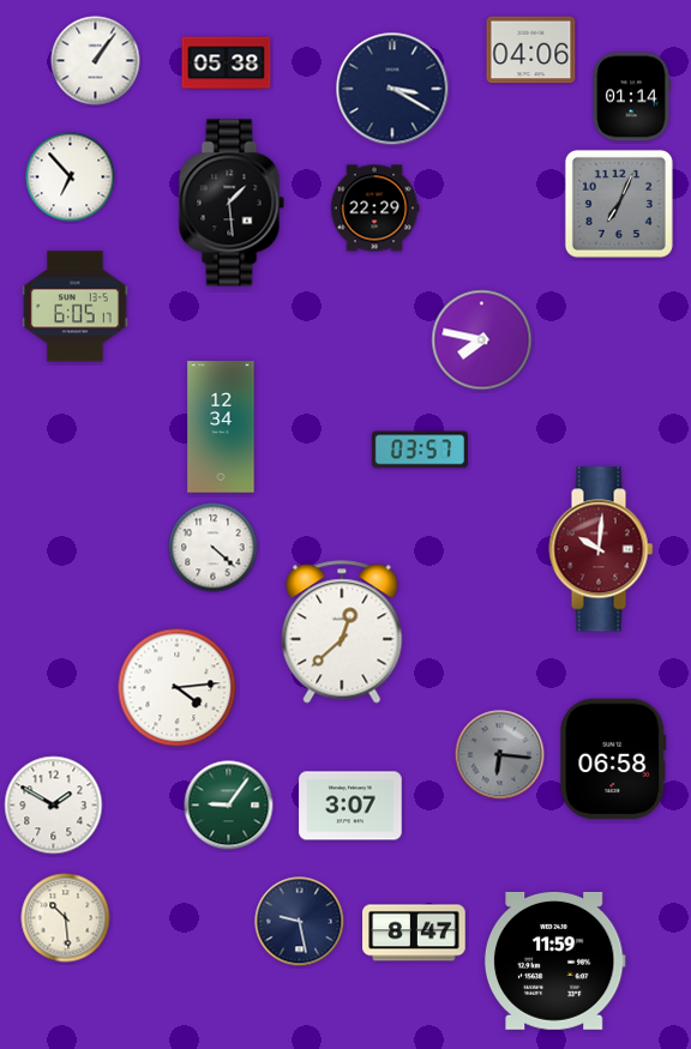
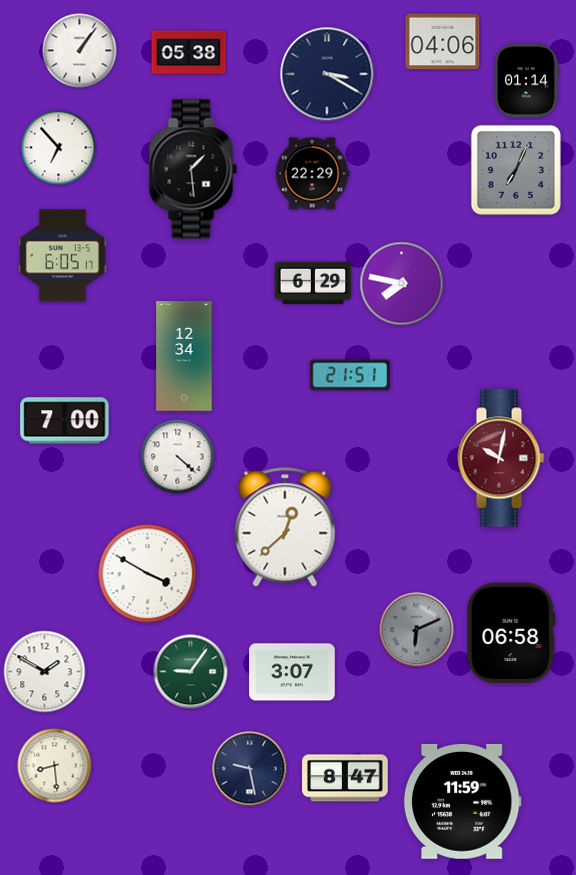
clock at (313, 283): none -> 6:29
clock at (419, 450): 03:57 -> 21:51
clock at (65, 421): none -> 7:00
clock at (601, 549): 10:01 -> 10:02
clock at (178, 688): 4:14 -> 3:50
clock at (500, 755): 6:16 -> 6:11
clock at (66, 918): 10:29 -> 8:29
